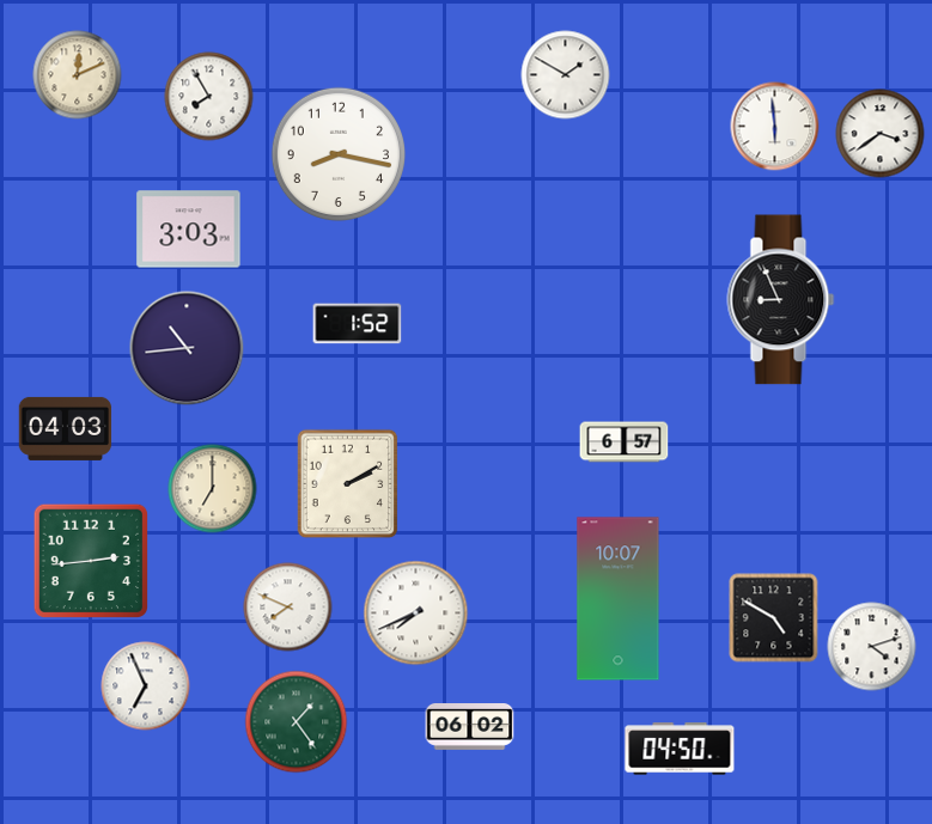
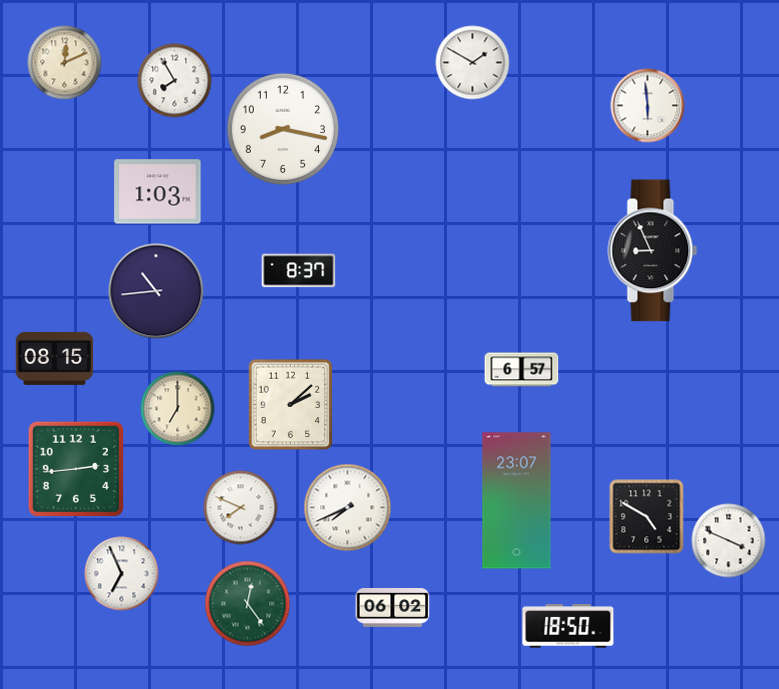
clock at (881, 134): 3:39 -> none
clock at (189, 230): 3:03 -> 1:03
clock at (358, 324): 1:52 -> 8:37
clock at (66, 428): 04:03 -> 08:15
clock at (348, 484): 2:10 -> 2:08
clock at (619, 599): 10:07 -> 23:07
clock at (416, 614) position: (416, 614) -> (348, 508)
clock at (872, 647): 4:12 -> 3:49
clock at (297, 722): 1:24 -> 12:24
clock at (680, 749): 04:50 -> 18:50
